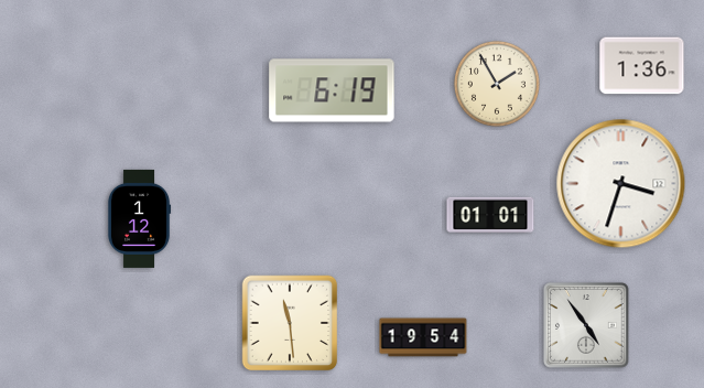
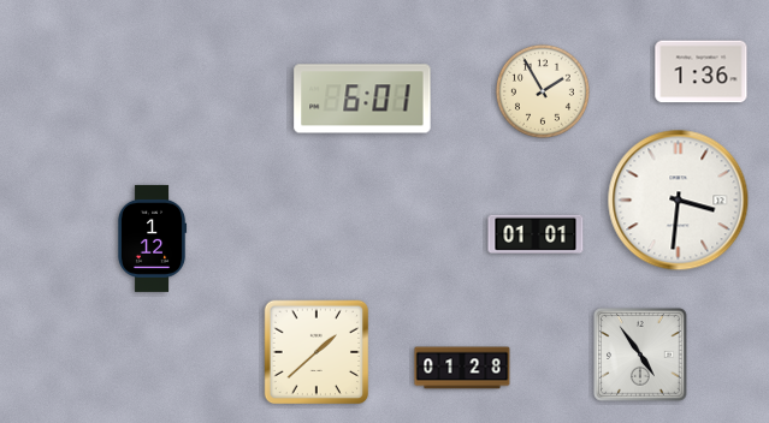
clock at (332, 90): 6:19 -> 6:01
clock at (621, 184): 3:33 -> 3:31
clock at (290, 323): 11:29 -> 1:38
clock at (423, 337): 19:54 -> 01:28
